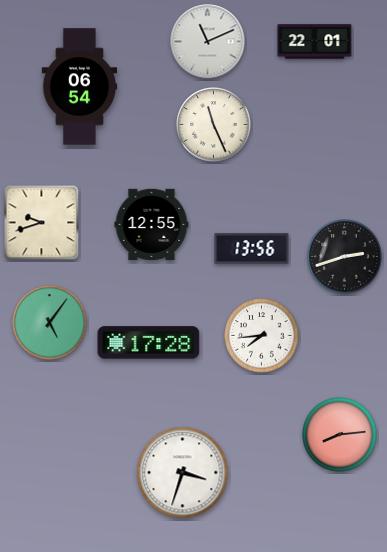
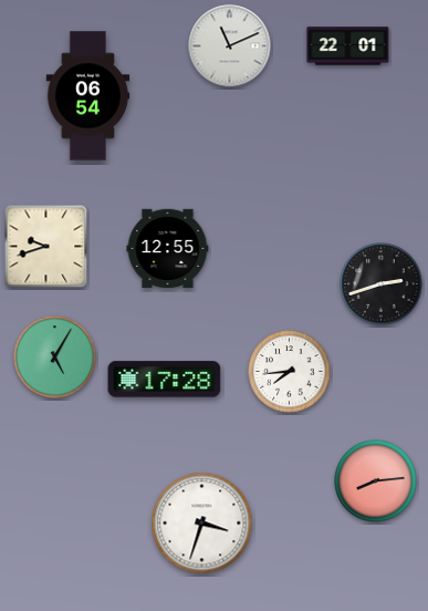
clock at (214, 125): 11:26 -> none
clock at (252, 249): 13:56 -> none
clock at (50, 323): 5:06 -> 5:05
